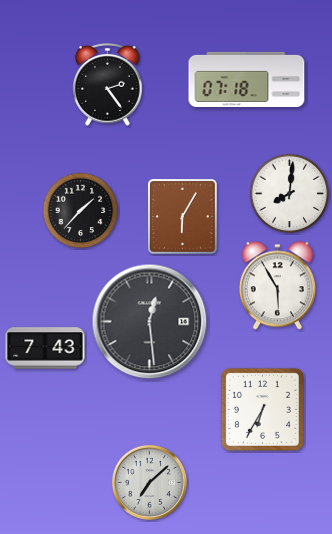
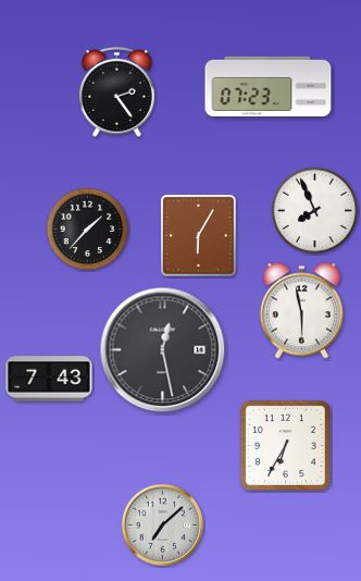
clock at (247, 79): 07:18 -> 07:23
clock at (290, 194): 8:01 -> 7:56
clock at (277, 286): 5:55 -> 5:58
clock at (150, 322): 12:29 -> 12:28
